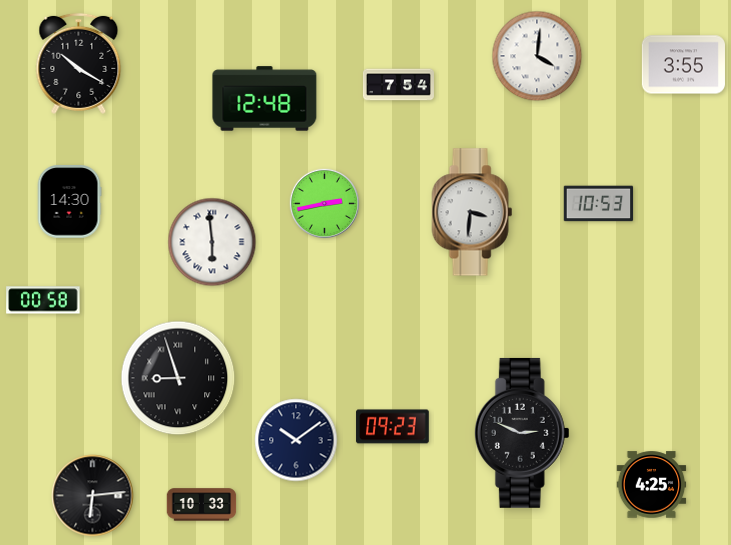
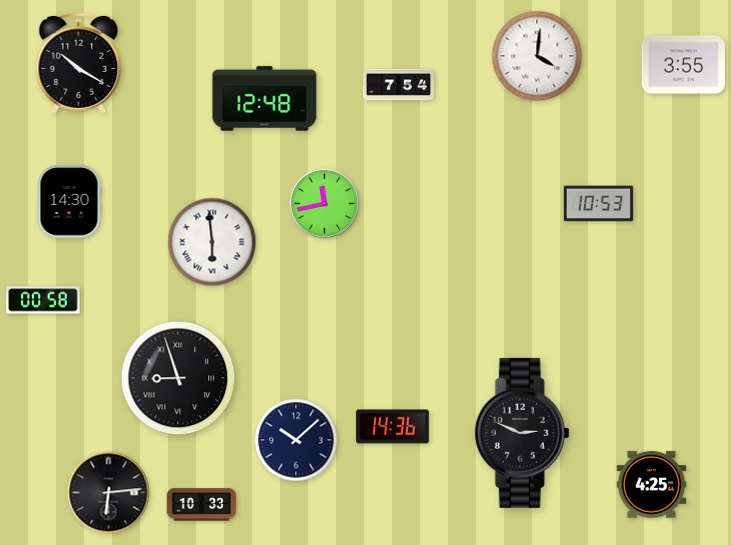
clock at (324, 203): 2:43 -> 11:43
clock at (472, 212): 3:31 -> none
clock at (393, 427): 09:23 -> 14:36
clock at (296, 440): 10:09 -> 10:08
clock at (93, 496) position: (93, 496) -> (109, 493)
